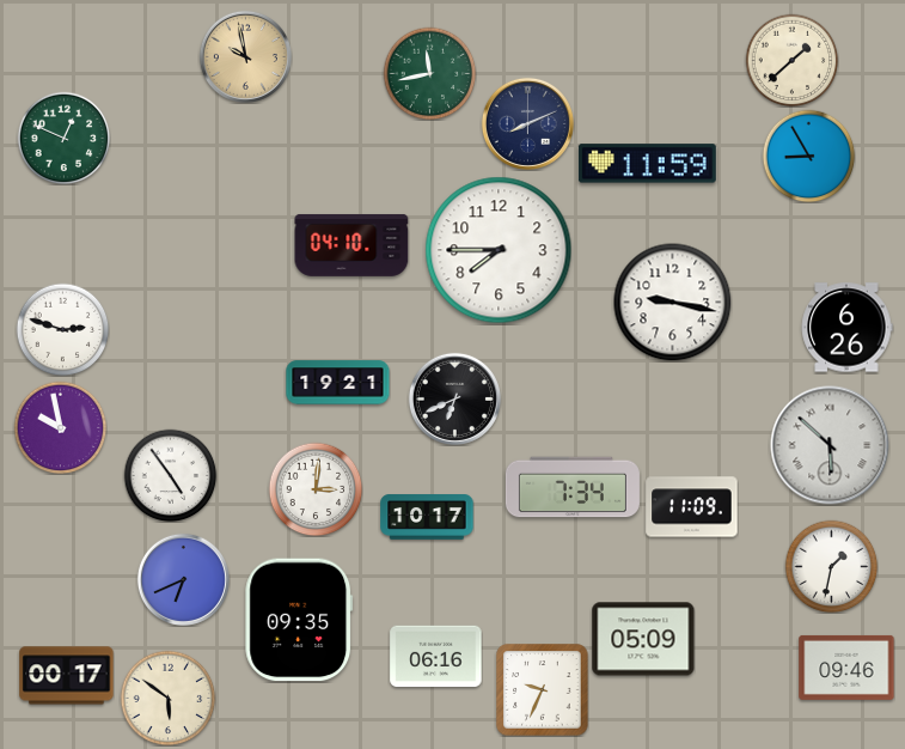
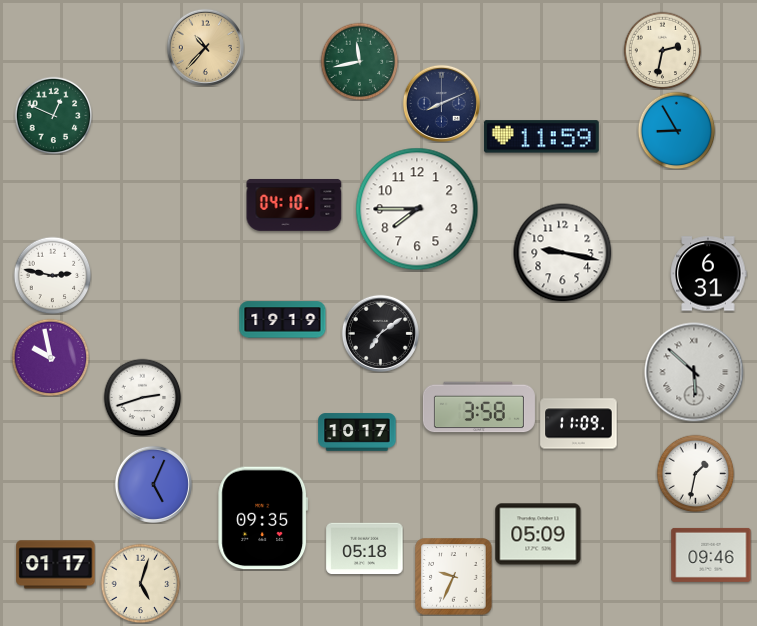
clock at (245, 56): 9:58 -> 10:37
clock at (791, 60): 1:38 -> 2:32
clock at (846, 328): 6:26 -> 6:31
clock at (62, 329): 2:48 -> 2:47
clock at (338, 383): 19:21 -> 19:19
clock at (454, 398): 6:41 -> 7:09
clock at (170, 475): 4:54 -> 2:42
clock at (573, 487): 7:34 -> 3:58
clock at (316, 489): 3:01 -> none
clock at (183, 579): 6:41 -> 5:04
clock at (299, 620) position: (299, 620) -> (263, 518)
clock at (436, 657): 06:16 -> 05:18
clock at (846, 668) position: (846, 668) -> (711, 555)
clock at (67, 676): 00:17 -> 01:17
clock at (167, 698): 5:51 -> 5:03
